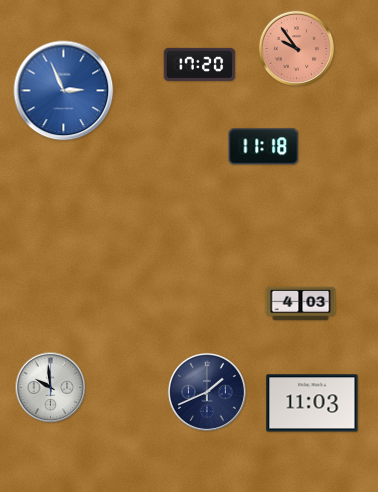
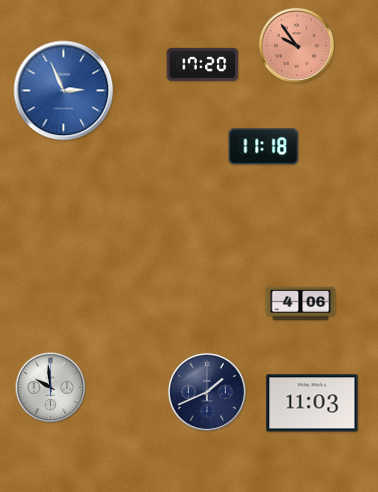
clock at (296, 48) position: (296, 48) -> (296, 45)
clock at (200, 64) position: (200, 64) -> (203, 64)
clock at (301, 304): 4:03 -> 4:06
